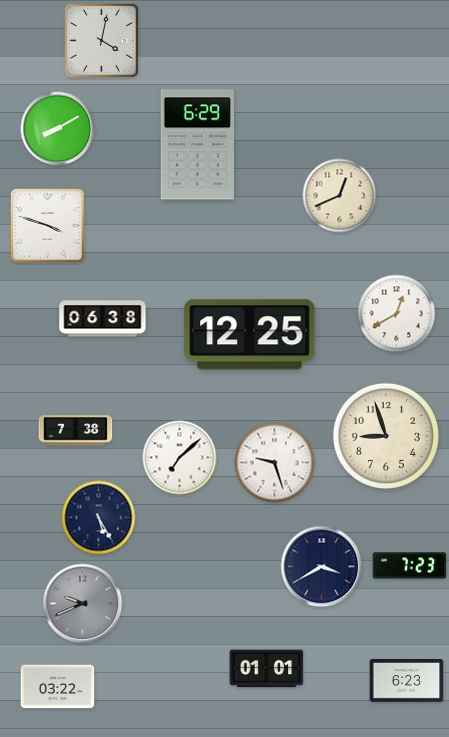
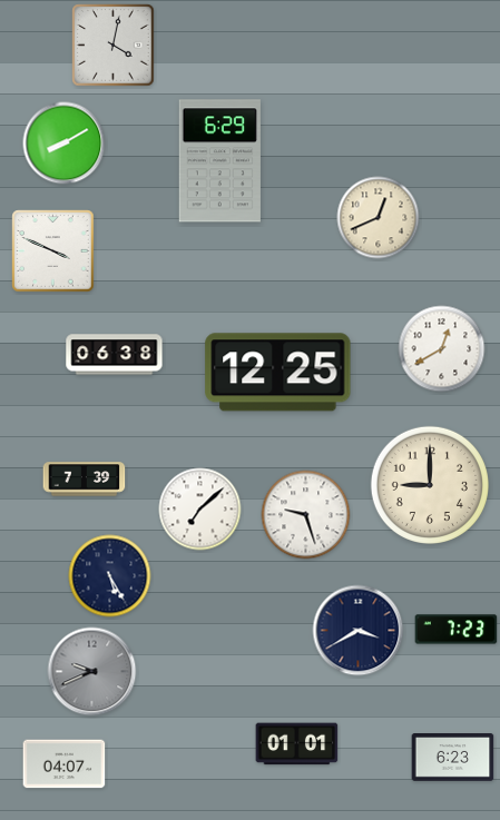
clock at (48, 226): 3:48 -> 3:49
clock at (76, 431): 7:38 -> 7:39
clock at (386, 436): 8:57 -> 9:00
clock at (58, 687): 03:22 -> 04:07
